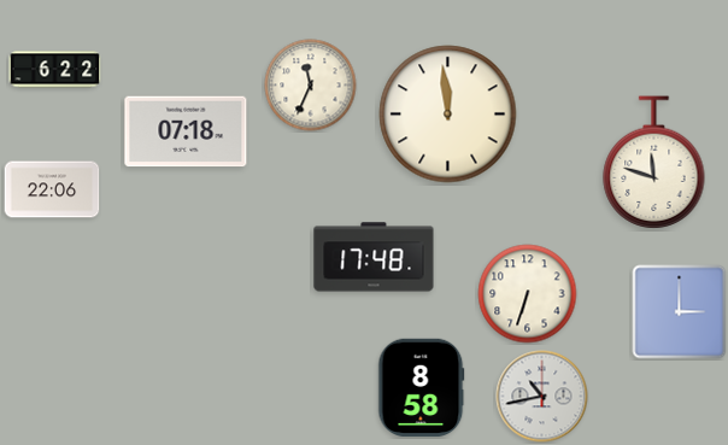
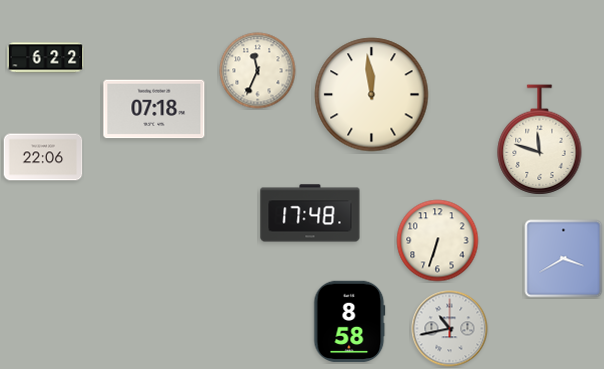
clock at (654, 163) position: (654, 163) -> (540, 140)
clock at (528, 294) position: (528, 294) -> (438, 241)
clock at (680, 312): 3:00 -> 3:40
